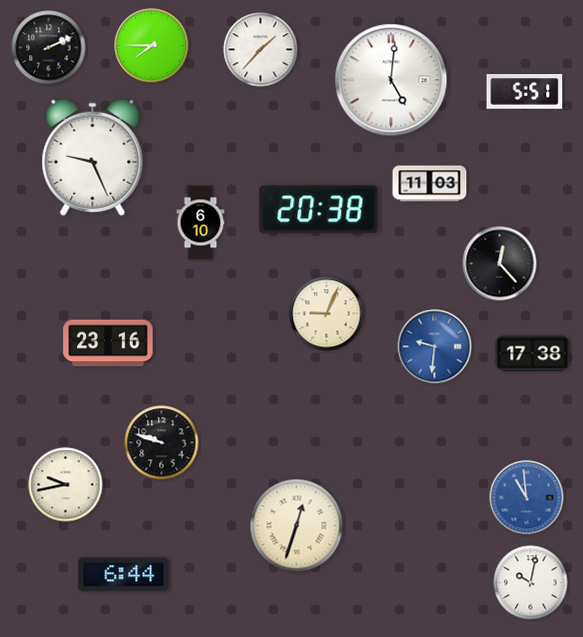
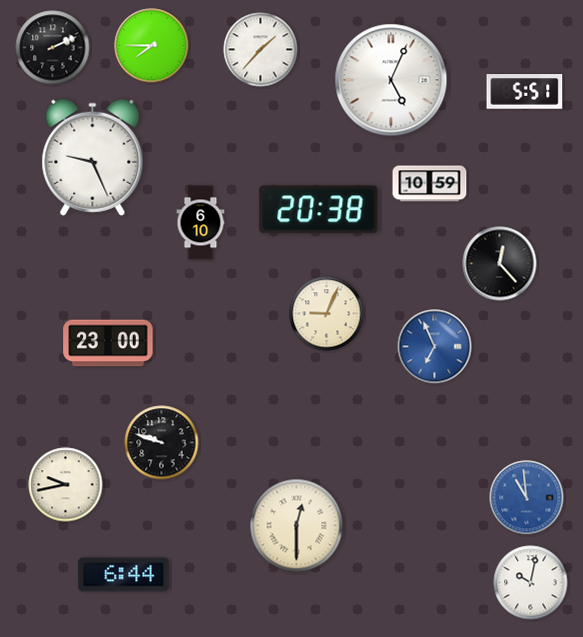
clock at (49, 48) position: (49, 48) -> (53, 48)
clock at (391, 80): 5:01 -> 5:04
clock at (430, 184): 11:03 -> 10:59
clock at (108, 343): 23:16 -> 23:00
clock at (435, 347): 9:31 -> 6:56
clock at (533, 354): 17:38 -> none
clock at (297, 526): 12:33 -> 12:30
